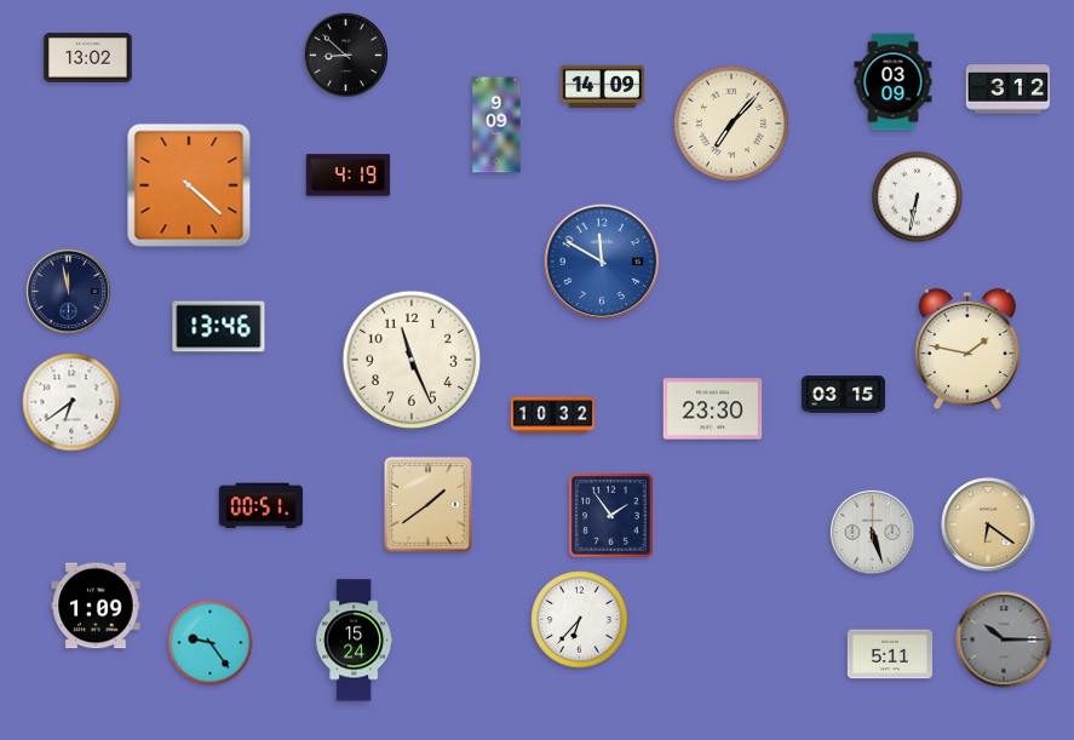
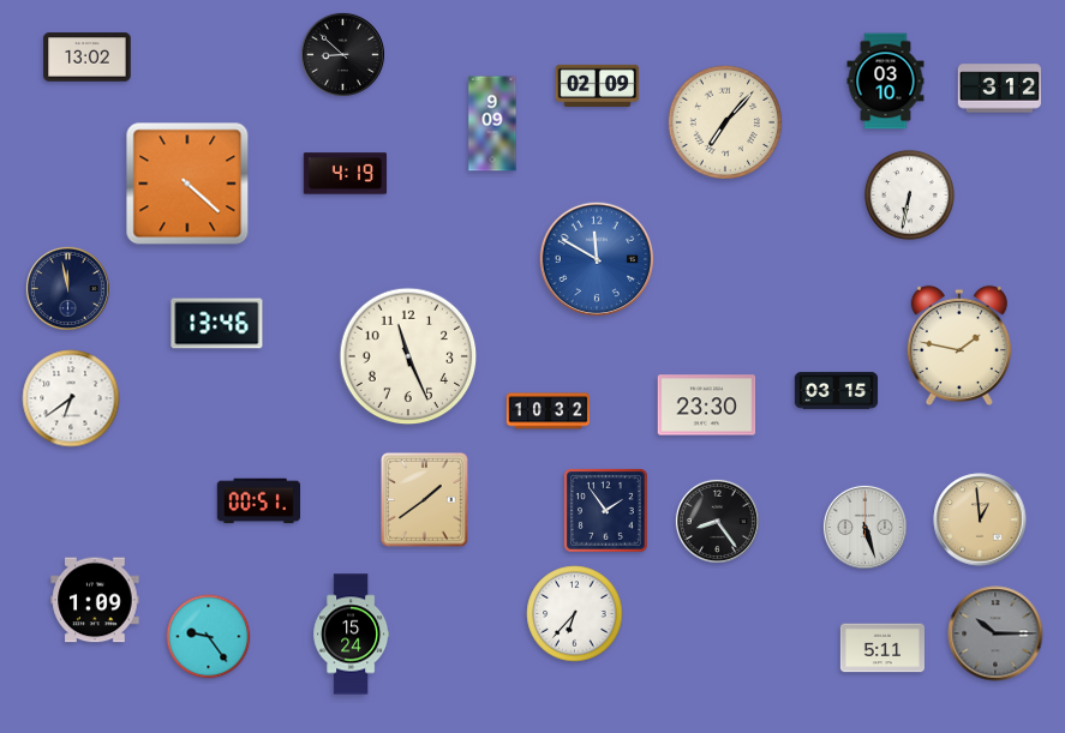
clock at (894, 82): 03:09 -> 03:10
clock at (603, 86): 14:09 -> 02:09
clock at (988, 524): 6:21 -> 12:59
clock at (717, 521): none -> 8:24
